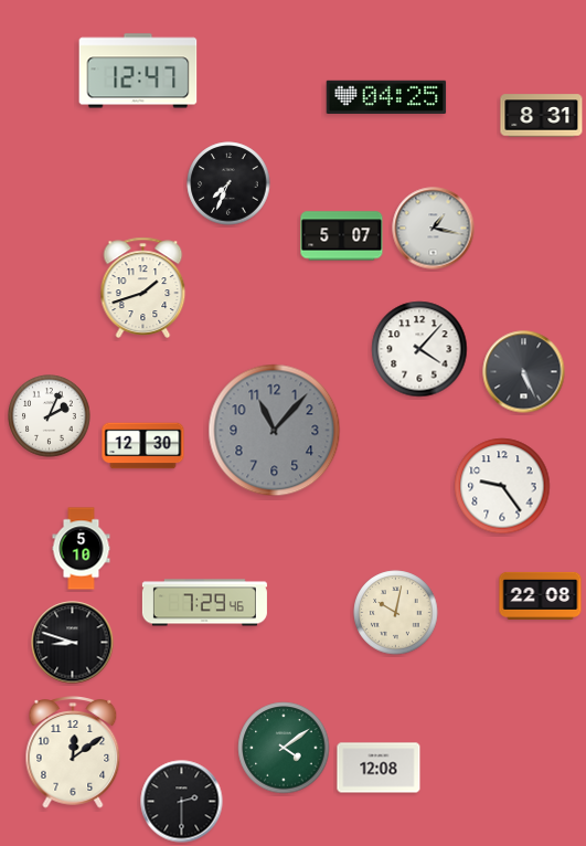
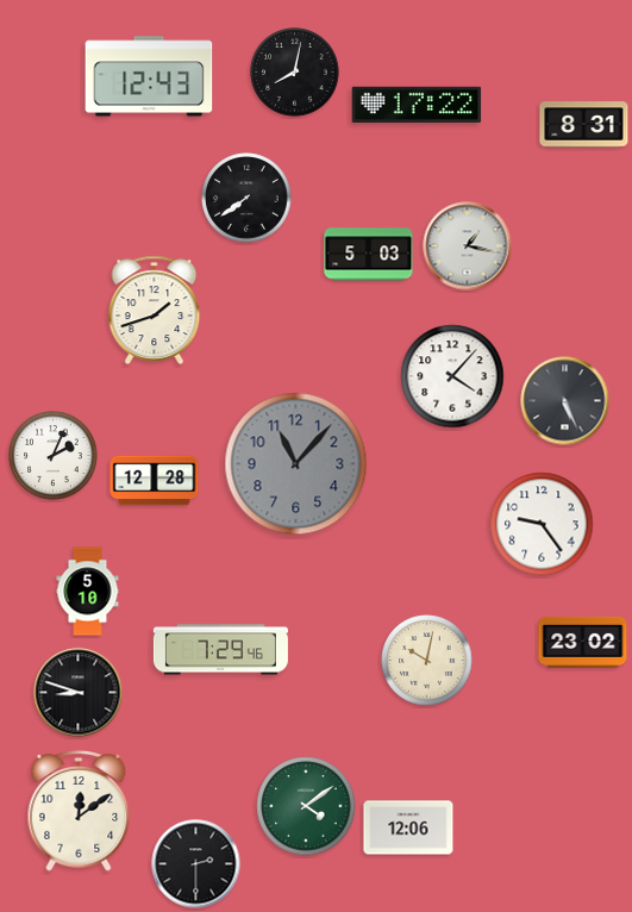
clock at (295, 73): none -> 8:02
clock at (138, 71): 12:47 -> 12:43
clock at (386, 96): 04:25 -> 17:22
clock at (228, 183): 7:34 -> 7:39
clock at (342, 236): 5:07 -> 5:03
clock at (50, 416) position: (50, 416) -> (54, 456)
clock at (143, 446): 12:30 -> 12:28
clock at (541, 595): 22:08 -> 23:02
clock at (379, 768): 12:08 -> 12:06
